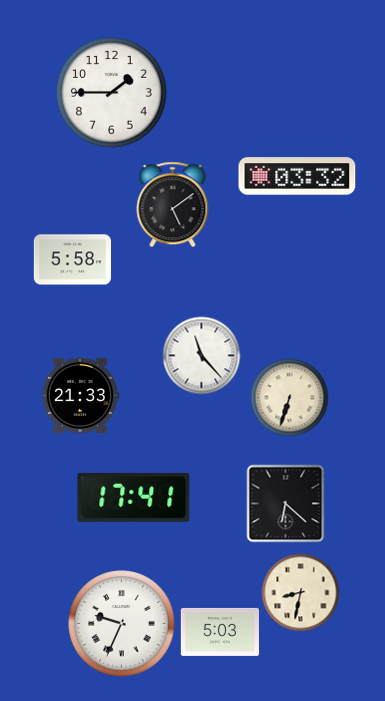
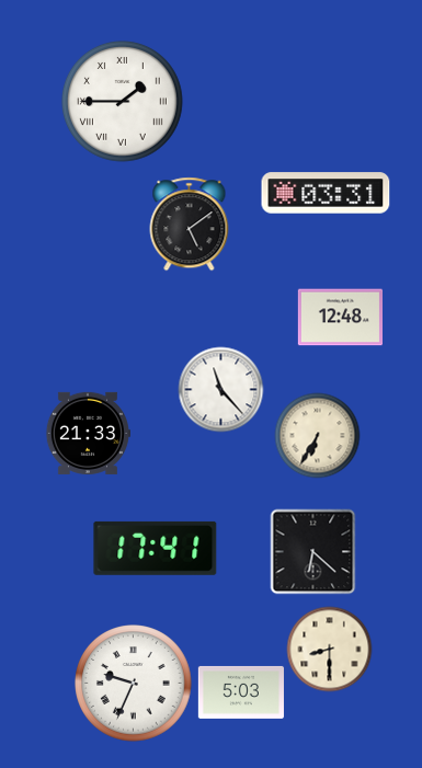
clock at (112, 93) numerals: Arabic -> Roman
clock at (297, 176): 03:32 -> 03:31
clock at (72, 260): 5:58 -> none
clock at (340, 318): none -> 12:48
clock at (289, 397): 6:33 -> 6:35
clock at (134, 497) position: (134, 497) -> (156, 548)
clock at (300, 592): 8:32 -> 8:30
